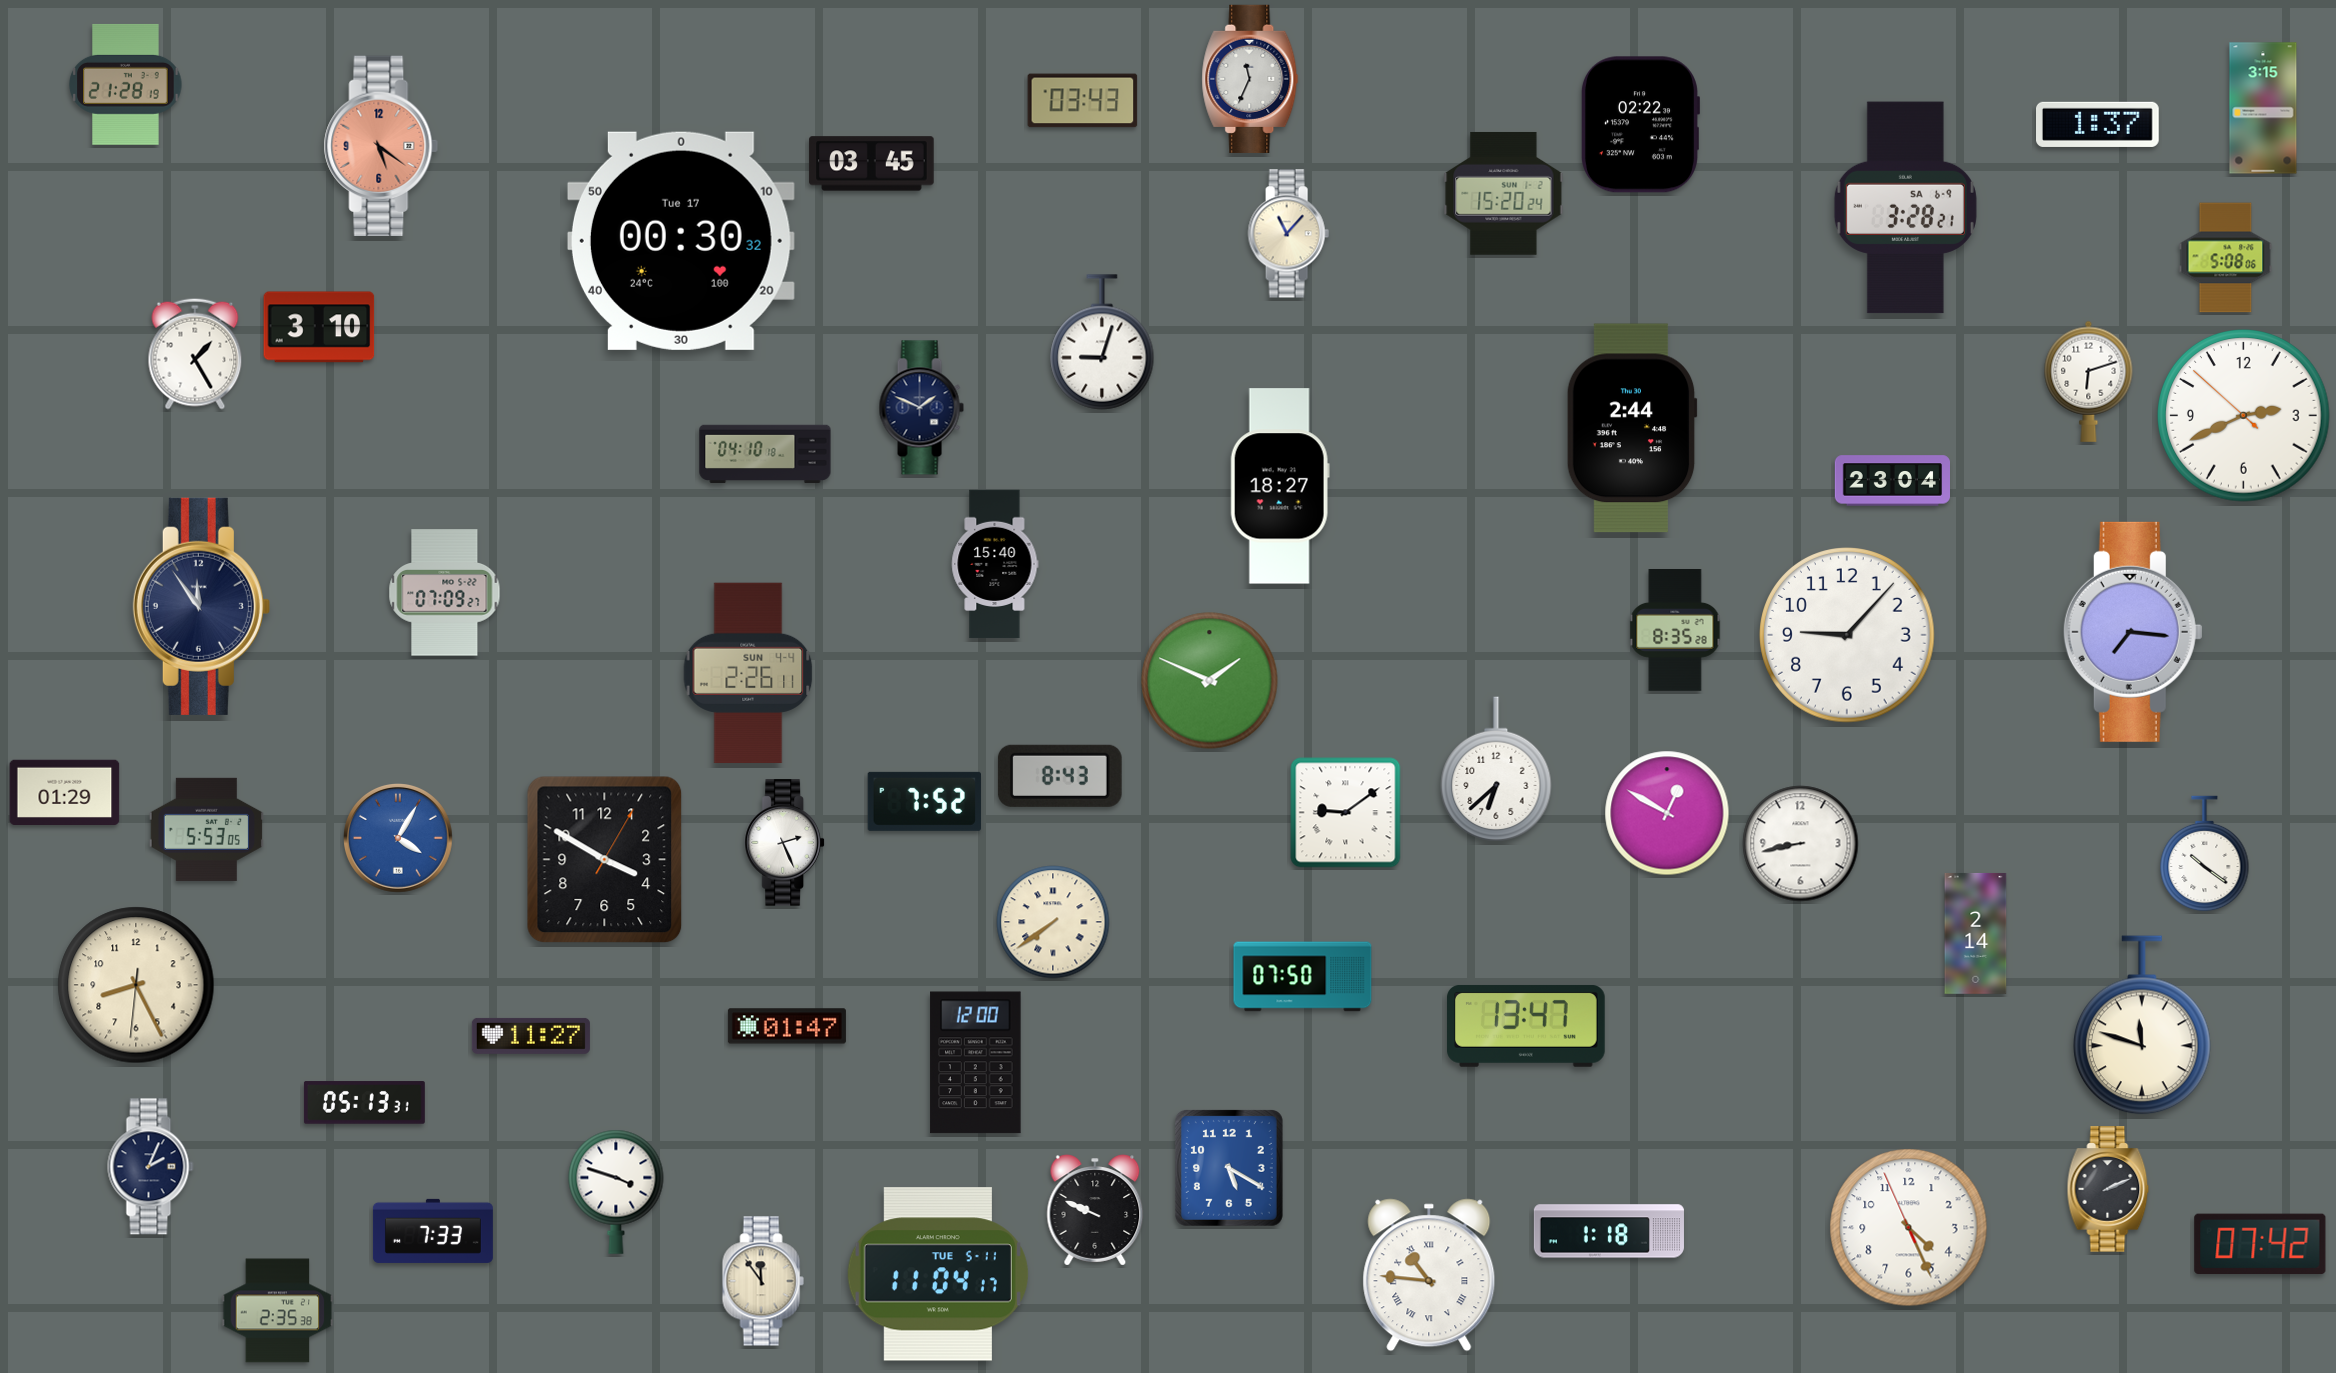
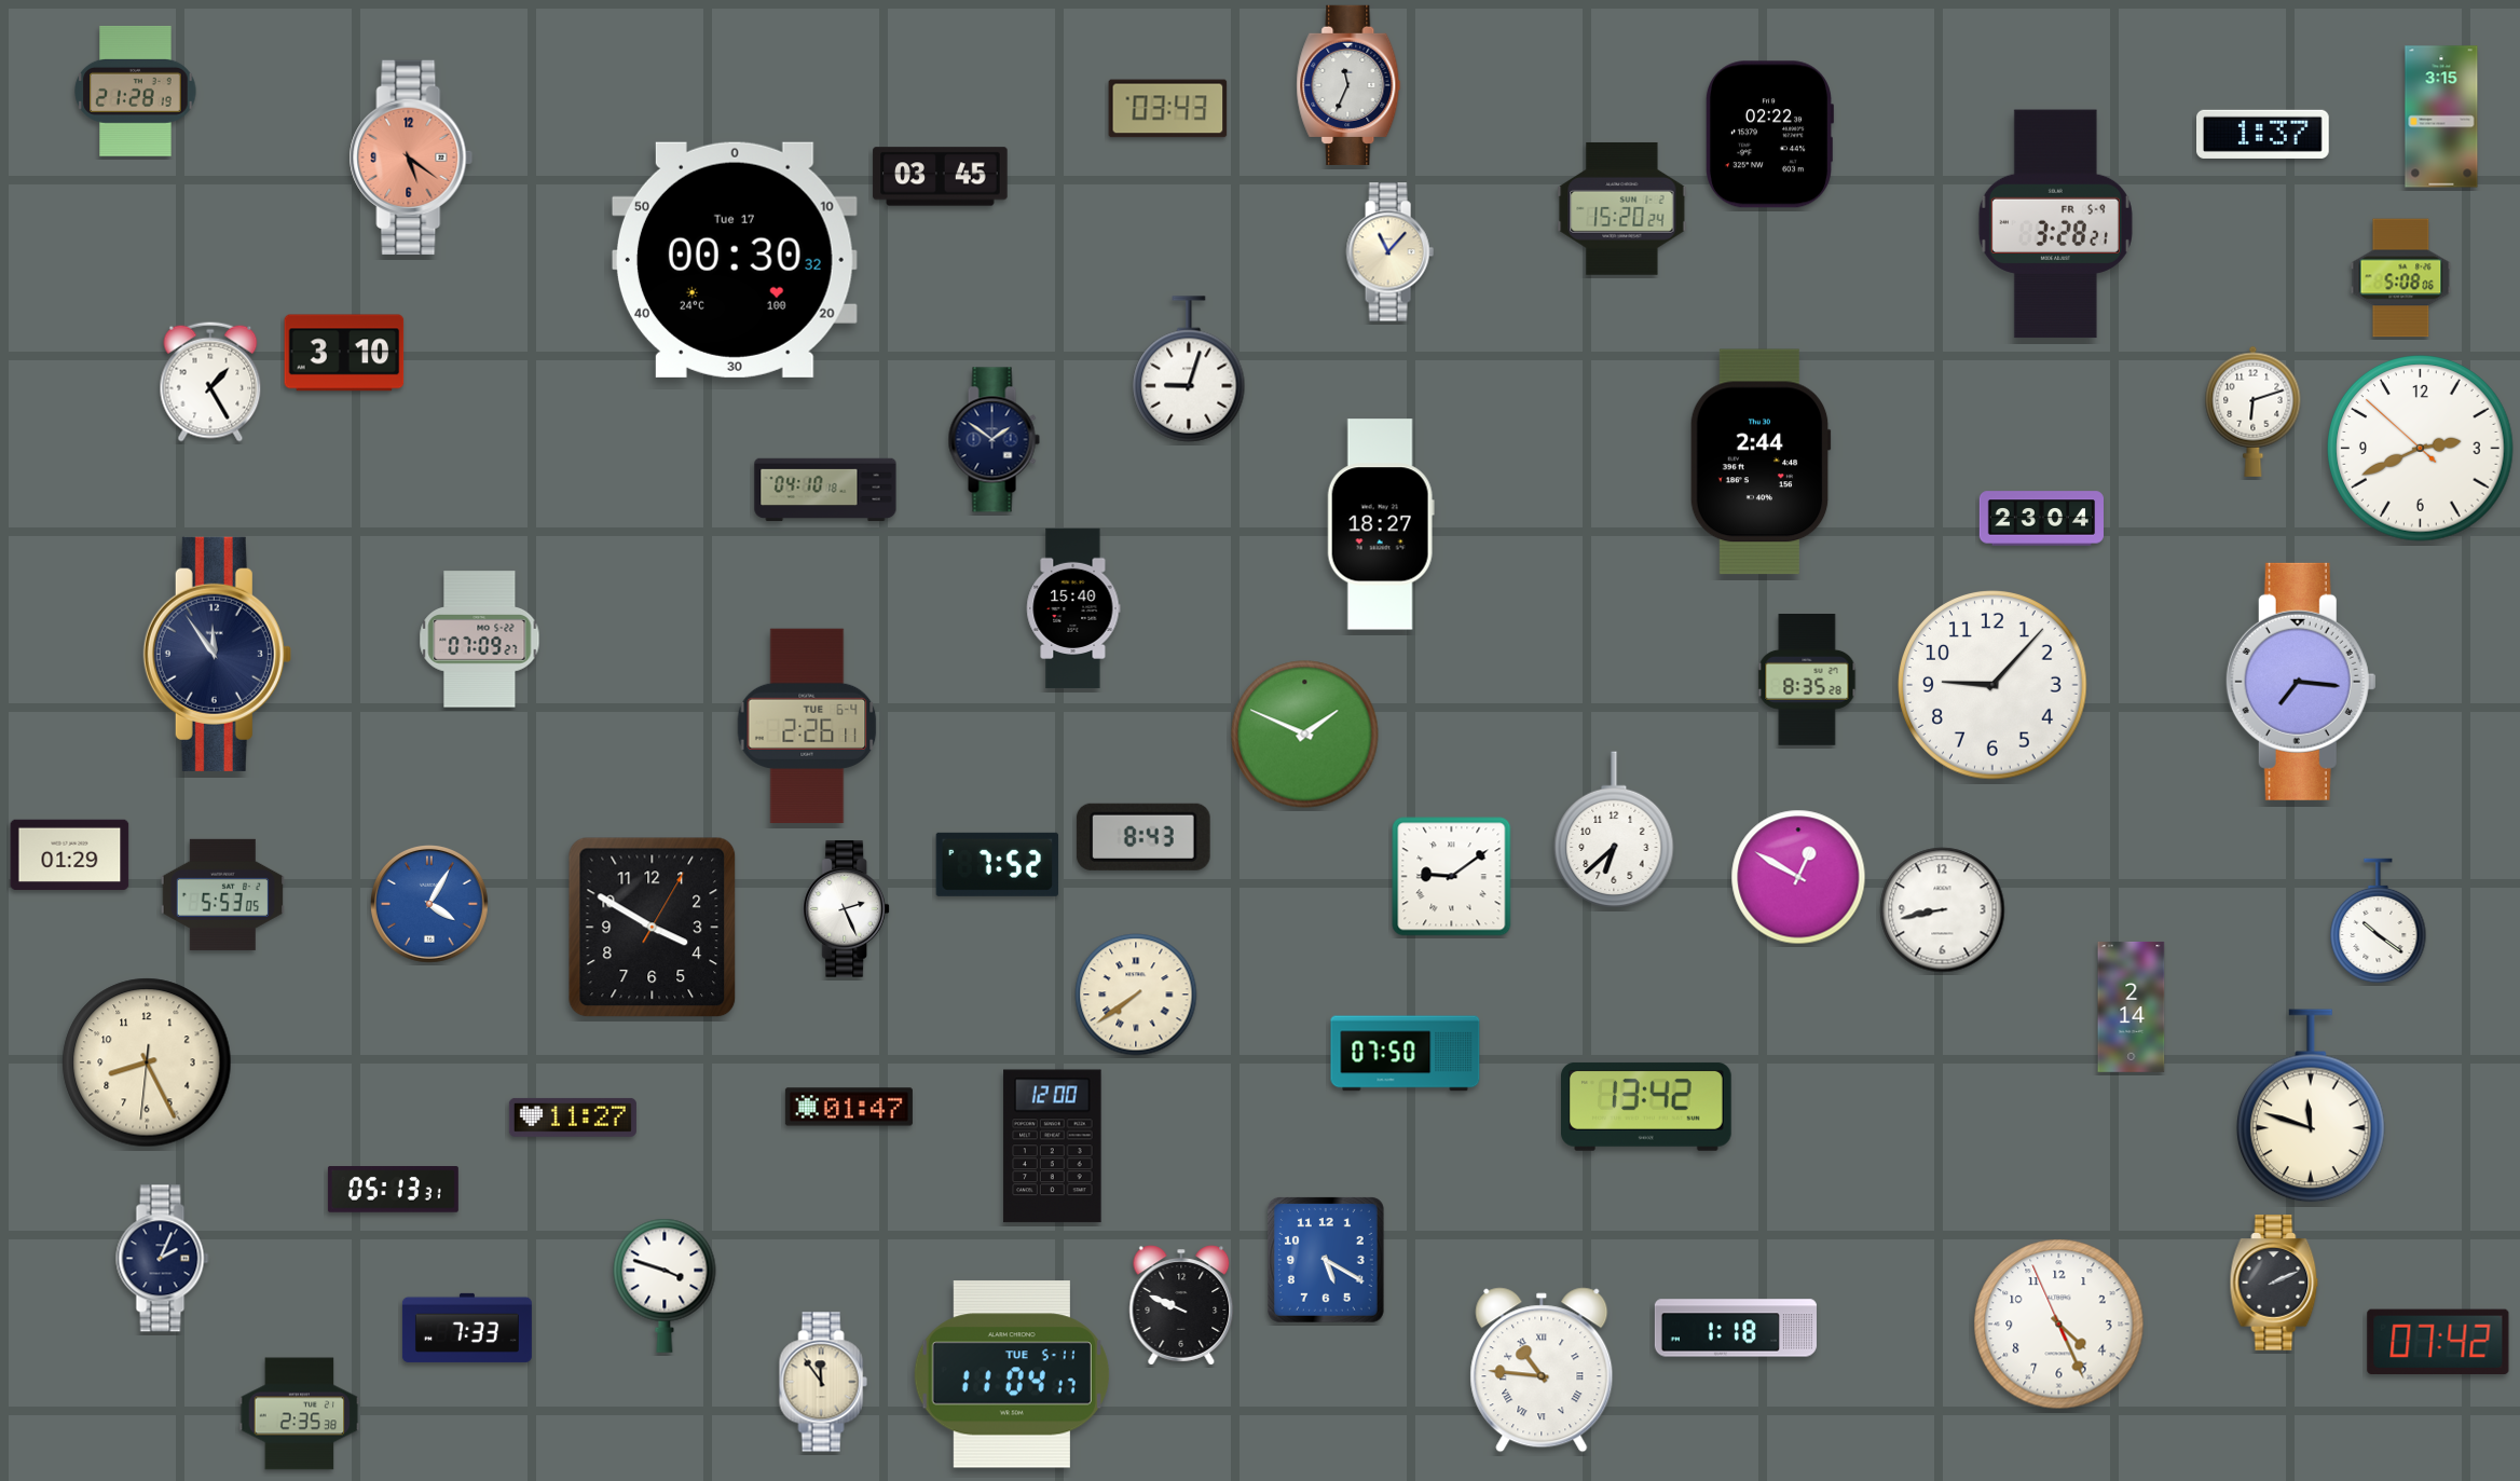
clock at (1905, 208) date: SA 6-9 -> FR 5-9
clock at (921, 408): 1:49 -> 1:51
clock at (748, 673) date: SUN 4-4 -> TUE 6-4
clock at (1527, 1026): 13:47 -> 13:42
clock at (1429, 1275) position: (1429, 1275) -> (1542, 1370)
